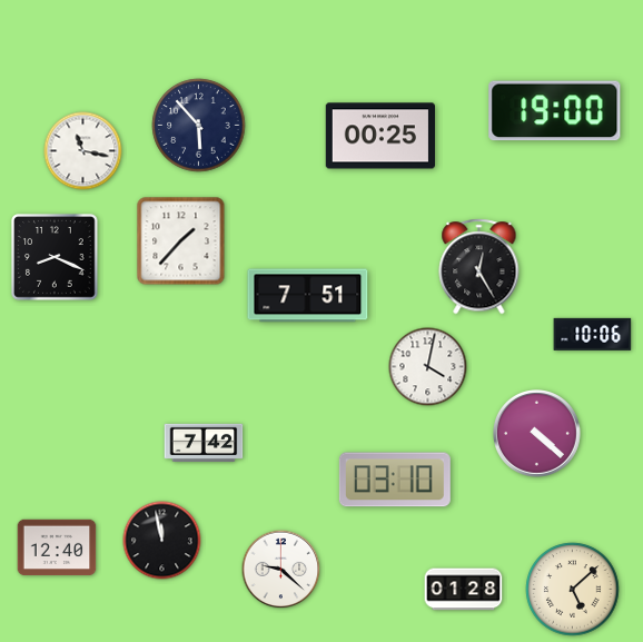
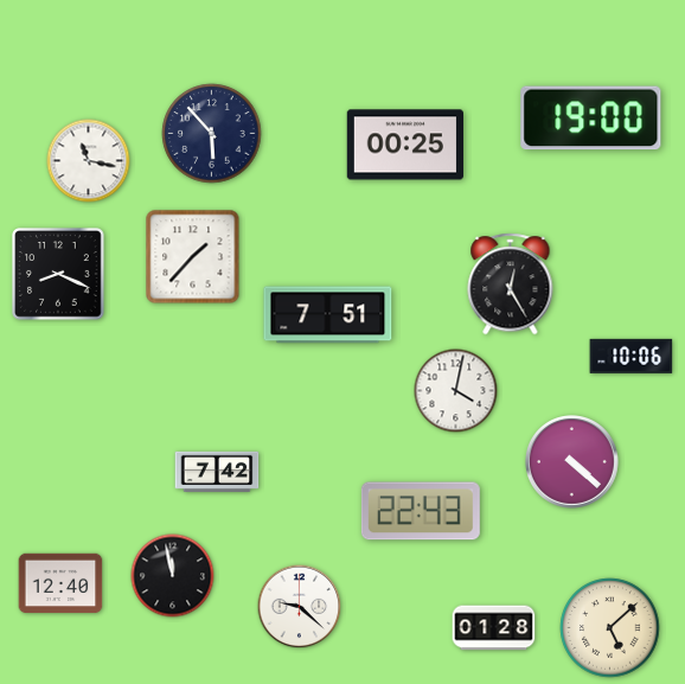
clock at (395, 480): 03:10 -> 22:43
